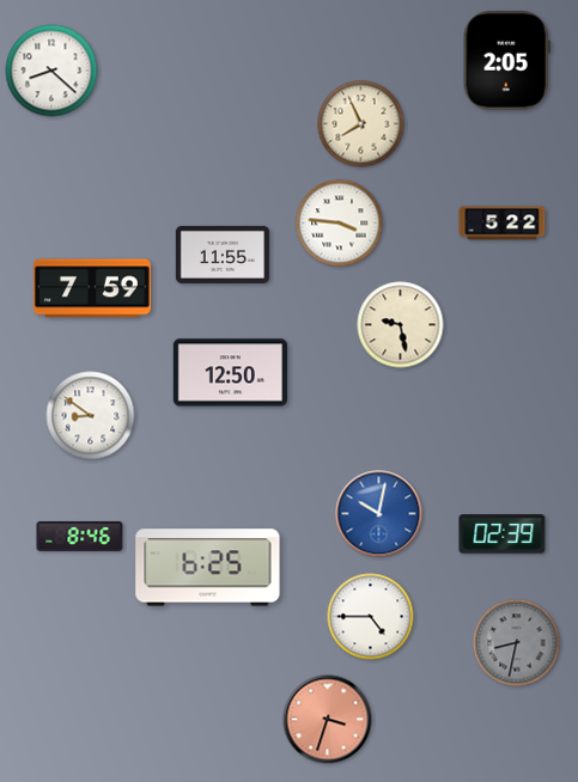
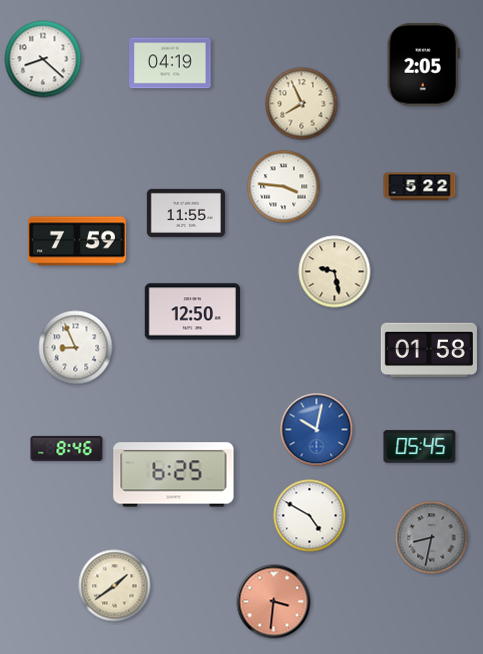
clock at (506, 61) position: (506, 61) -> (423, 65)
clock at (170, 63): none -> 04:19
clock at (91, 416): 8:51 -> 8:56
clock at (429, 350): none -> 01:58
clock at (503, 534): 02:39 -> 05:45
clock at (371, 617): 4:45 -> 4:50
clock at (115, 586): none -> 1:39
clock at (328, 720): 3:33 -> 3:31
